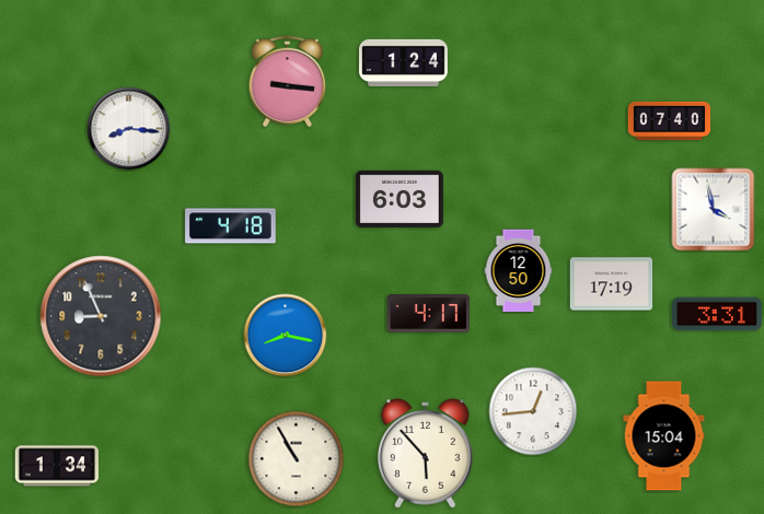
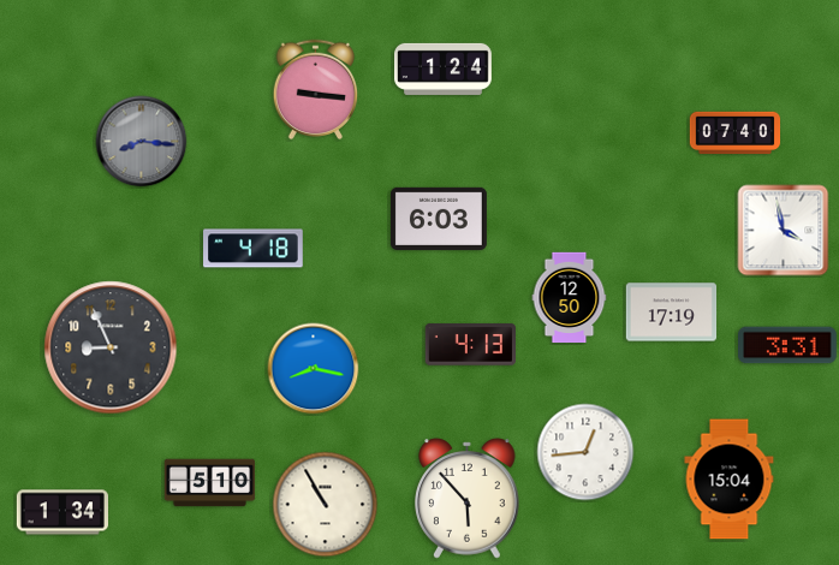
clock at (129, 129) dial: white -> grey
clock at (428, 314): 4:17 -> 4:13
clock at (210, 483): none -> 5:10
